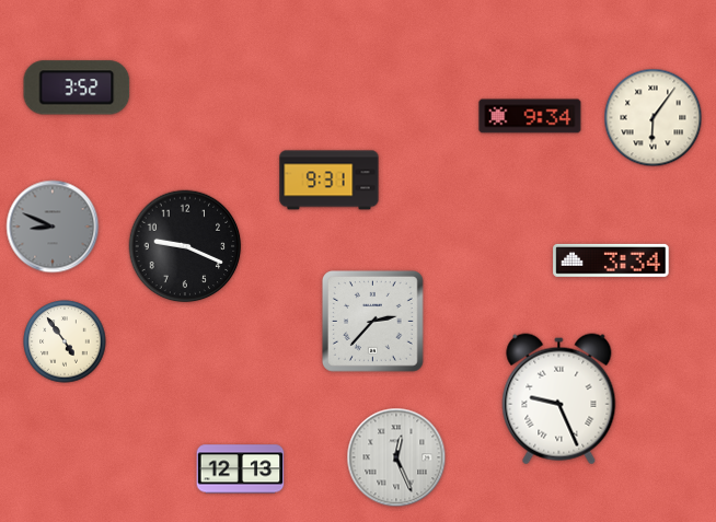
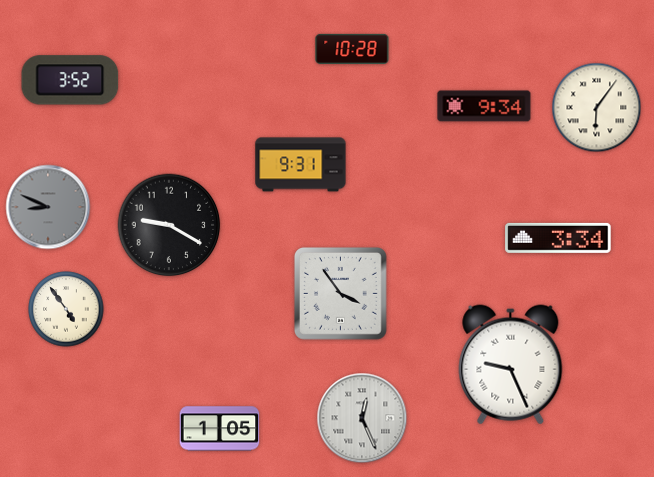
clock at (352, 49): none -> 10:28
clock at (185, 246): 9:19 -> 9:20
clock at (372, 321): 2:37 -> 3:54
clock at (65, 341) position: (65, 341) -> (66, 309)
clock at (241, 469): 12:13 -> 1:05
